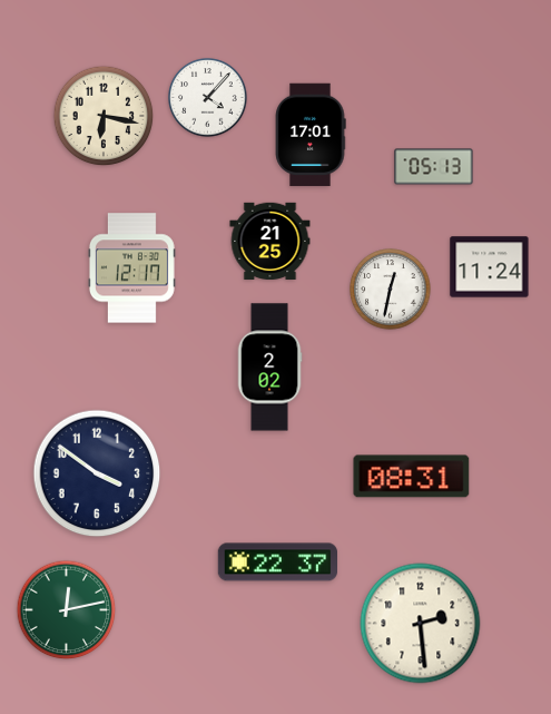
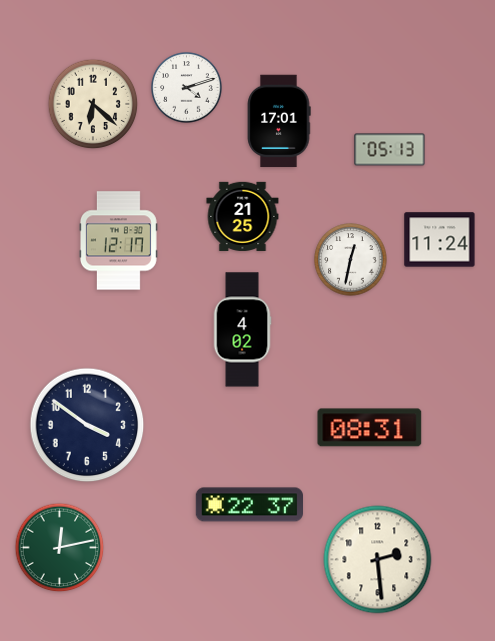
clock at (208, 98): 4:07 -> 4:12
clock at (104, 116): 6:17 -> 6:22
clock at (269, 368): 2:02 -> 4:02
